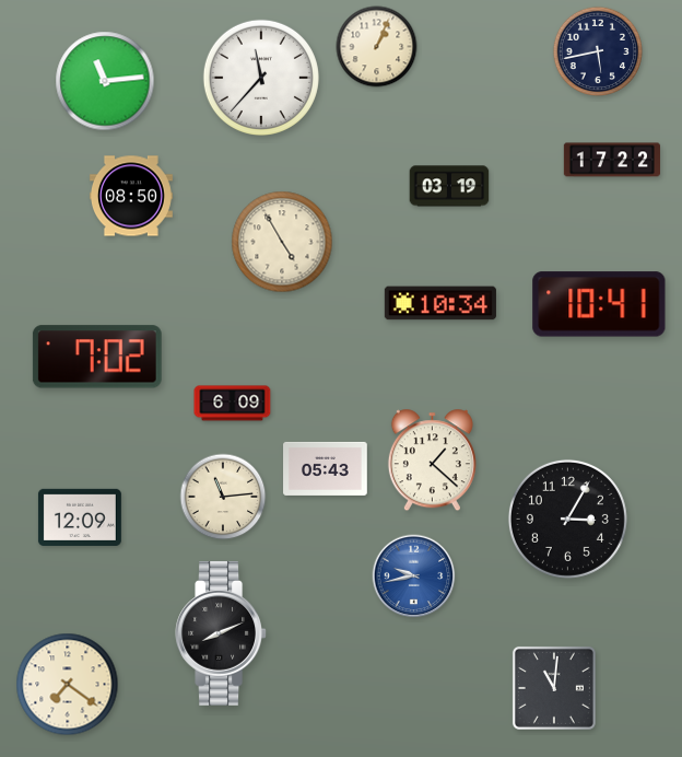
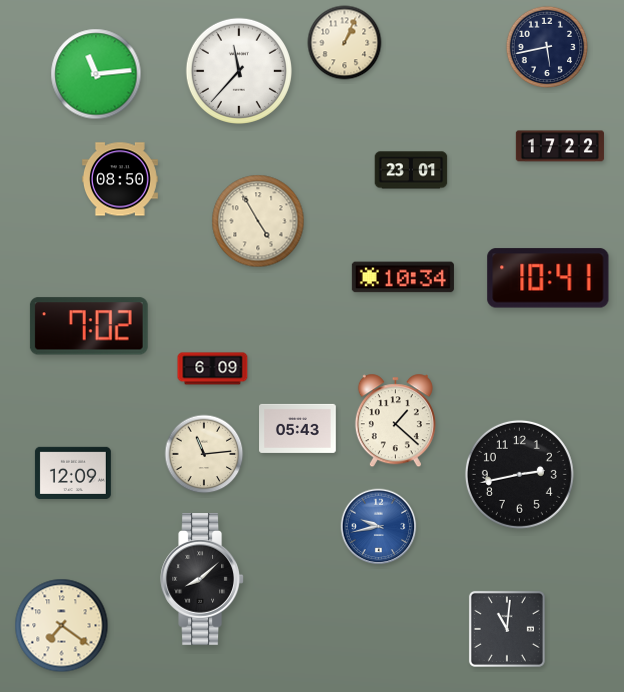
clock at (449, 186): 03:19 -> 23:01
clock at (567, 519): 3:05 -> 2:43
clock at (221, 634): 8:11 -> 8:08
